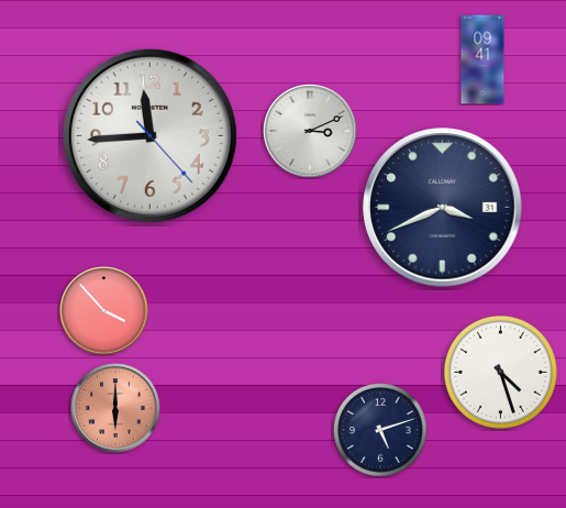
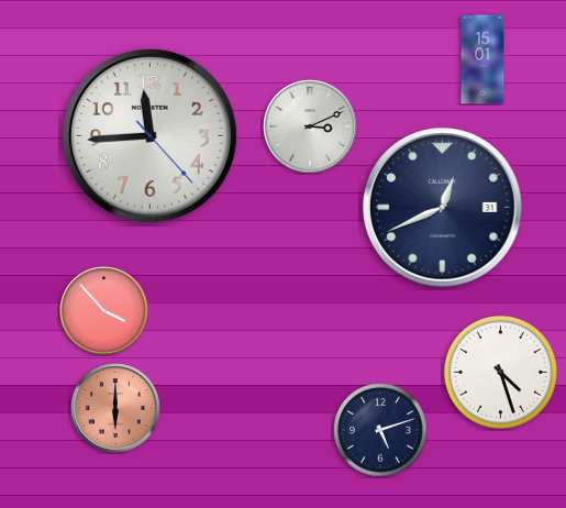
clock at (482, 59): 09:41 -> 15:01
clock at (310, 131) position: (310, 131) -> (310, 126)
clock at (443, 208): 3:41 -> 12:41
